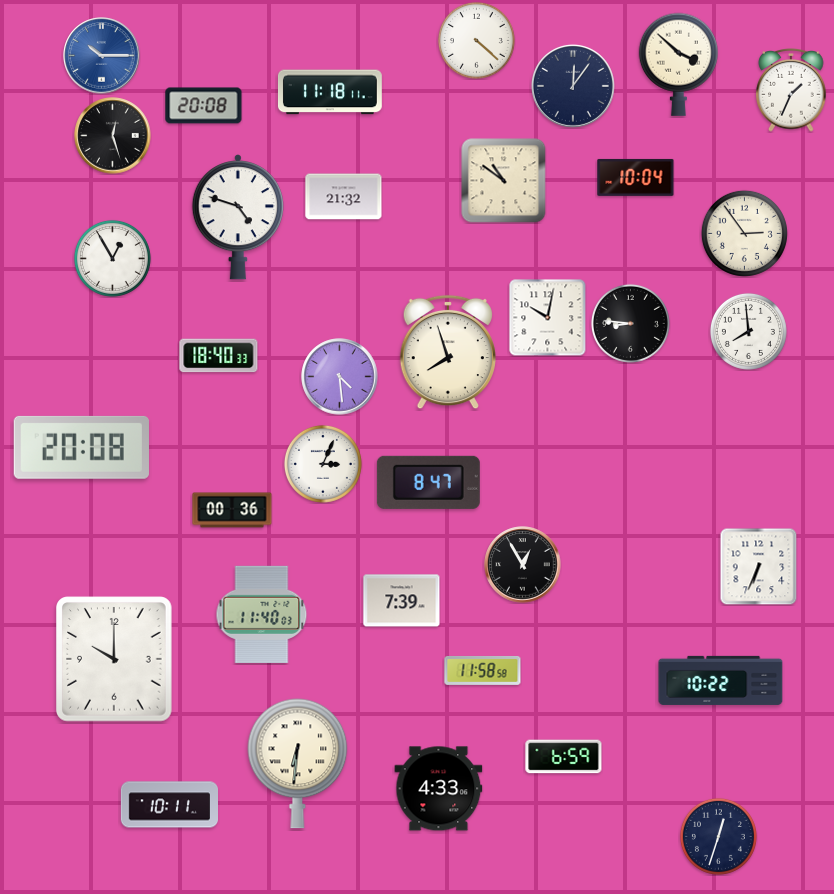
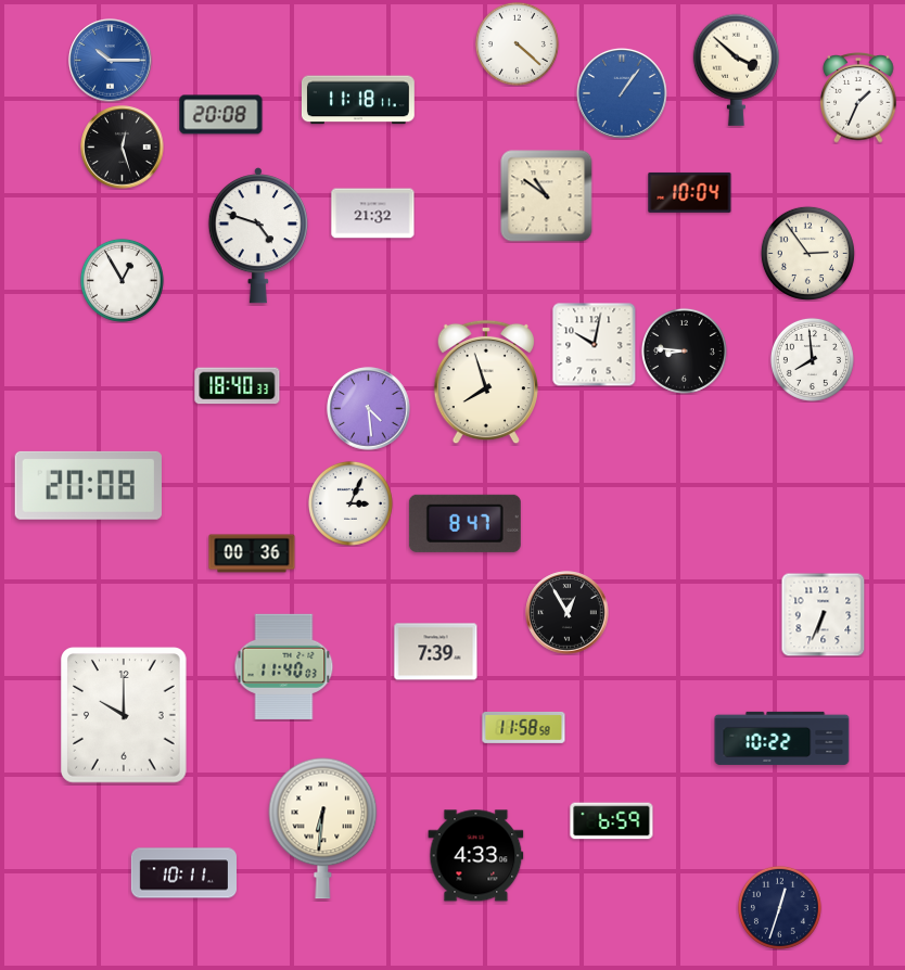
clock at (573, 86): 12:06 -> 1:06
clock at (573, 86) dial: navy -> blue
